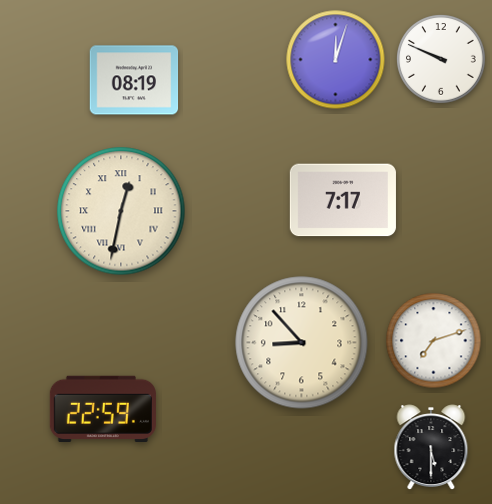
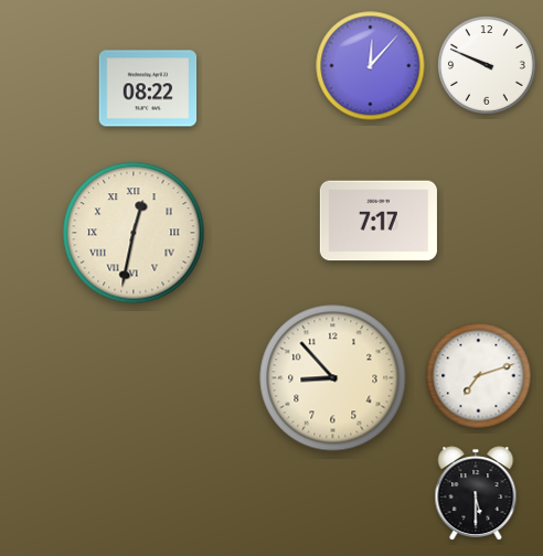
clock at (336, 60): 12:03 -> 12:07
clock at (134, 80): 08:19 -> 08:22
clock at (103, 408): 22:59 -> none
